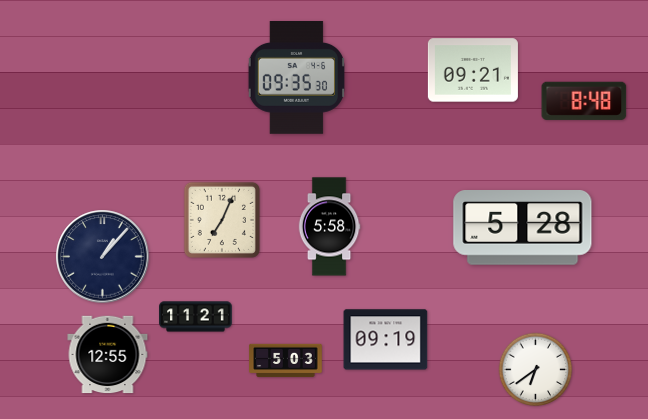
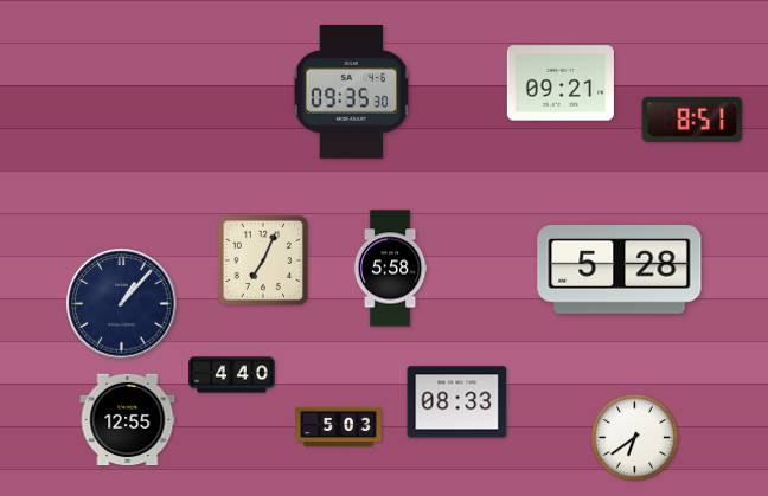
clock at (584, 101): 8:48 -> 8:51
clock at (196, 317): 11:21 -> 4:40
clock at (386, 340): 09:19 -> 08:33
